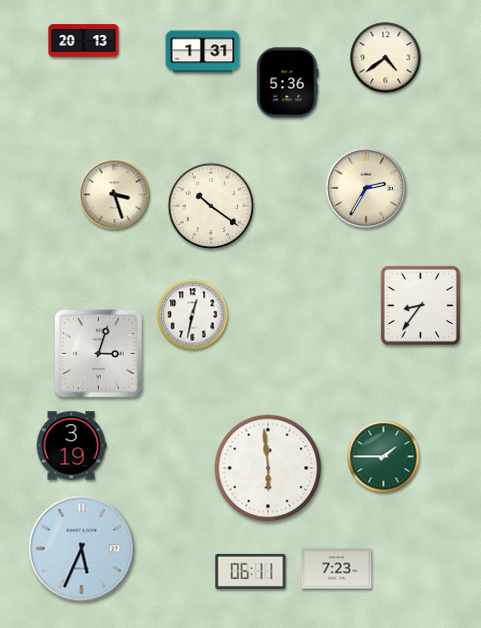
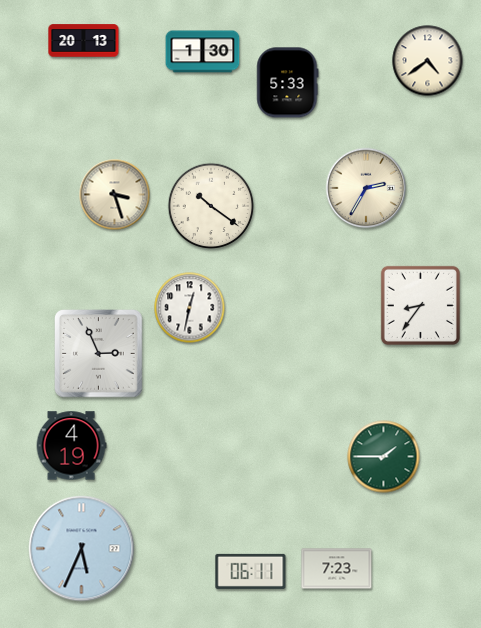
clock at (203, 52): 1:31 -> 1:30
clock at (386, 58) position: (386, 58) -> (428, 61)
clock at (288, 83): 5:36 -> 5:33
clock at (193, 315) position: (193, 315) -> (190, 308)
clock at (99, 354): 3:03 -> 2:56
clock at (71, 446): 3:19 -> 4:19
clock at (268, 468): 5:59 -> none
